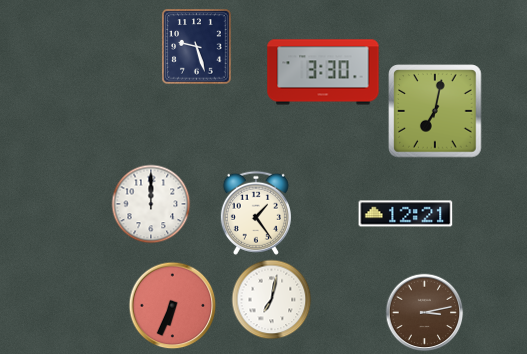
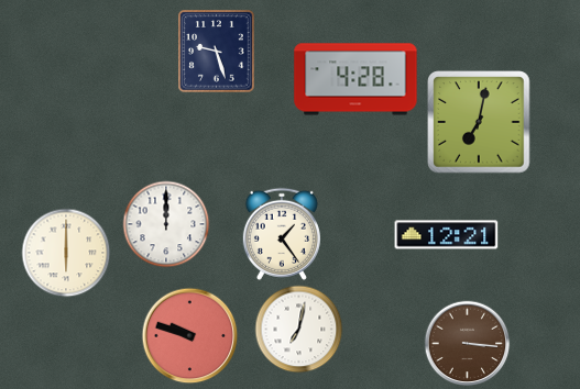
clock at (323, 72): 3:30 -> 4:28
clock at (66, 253): none -> 6:00
clock at (173, 306): 6:34 -> 9:48
clock at (425, 313): 3:13 -> 3:16
